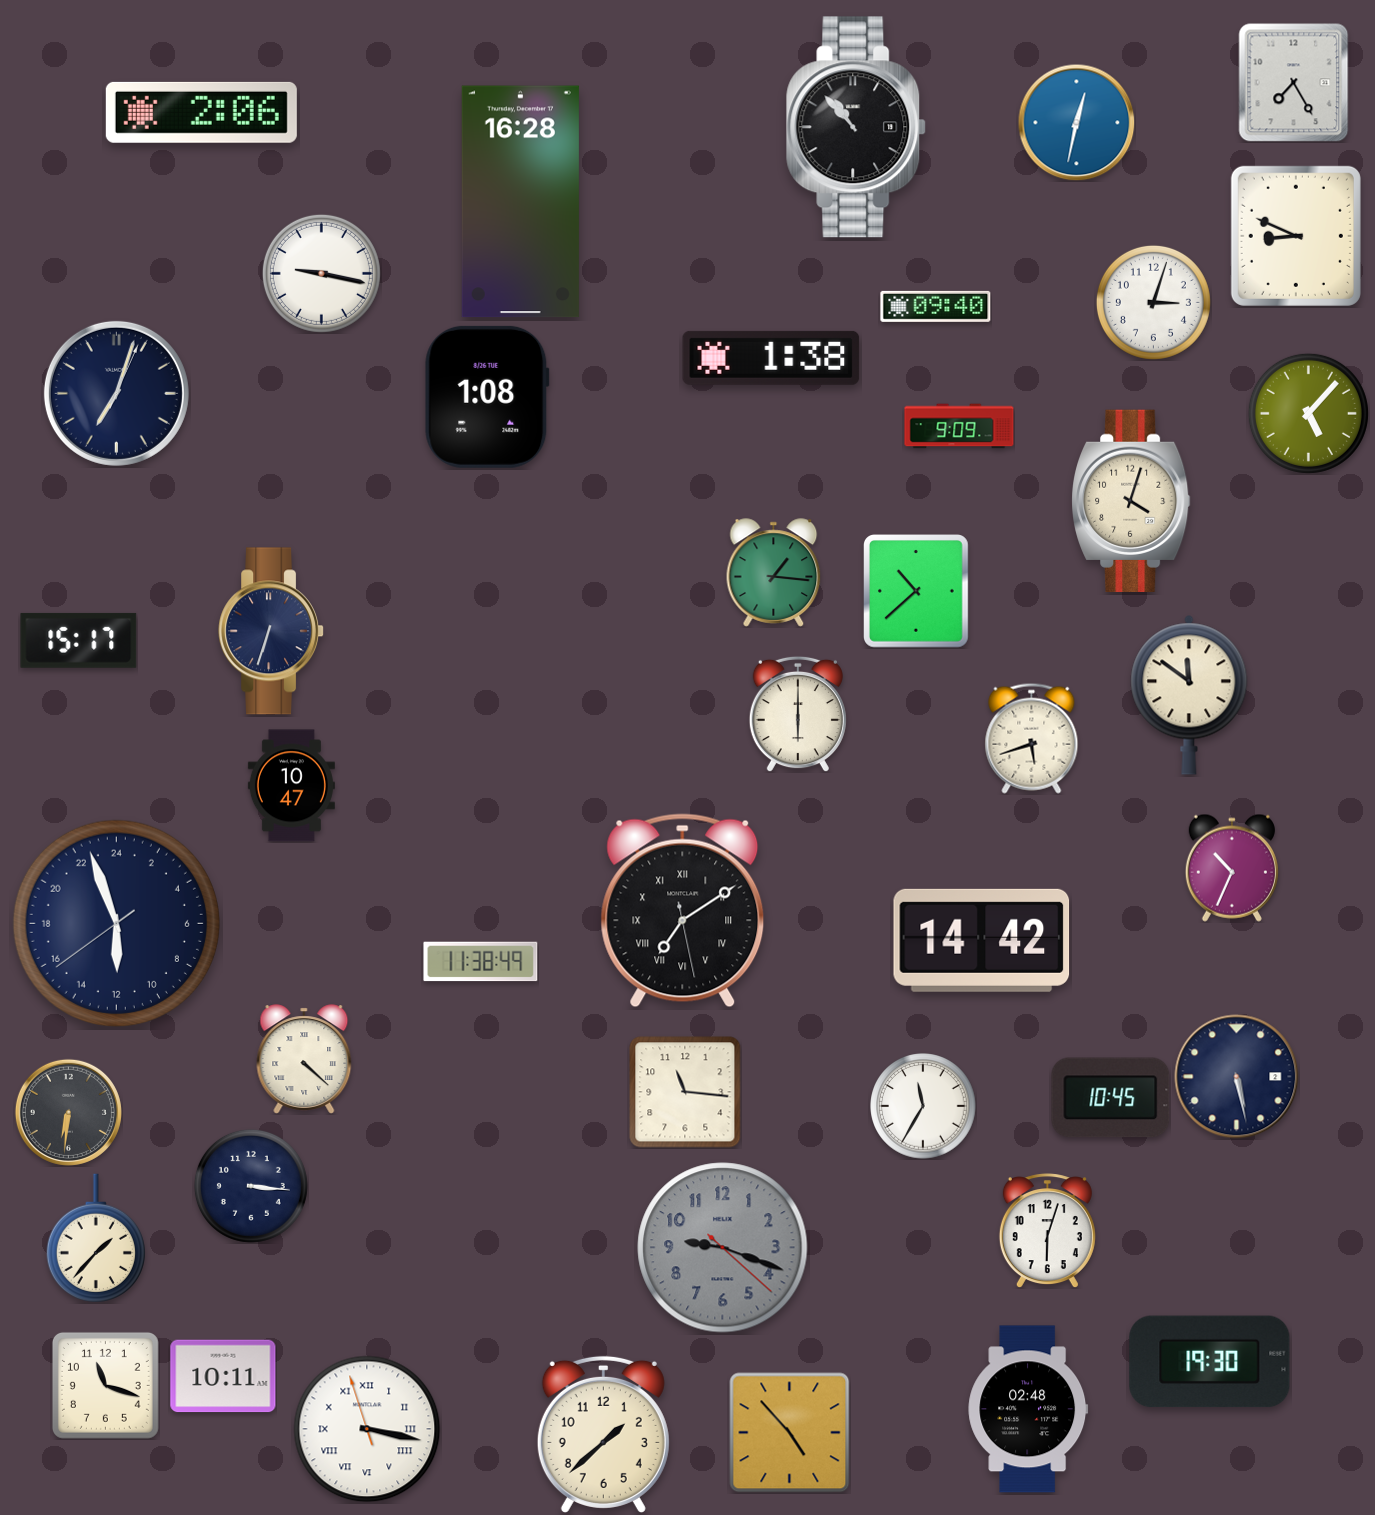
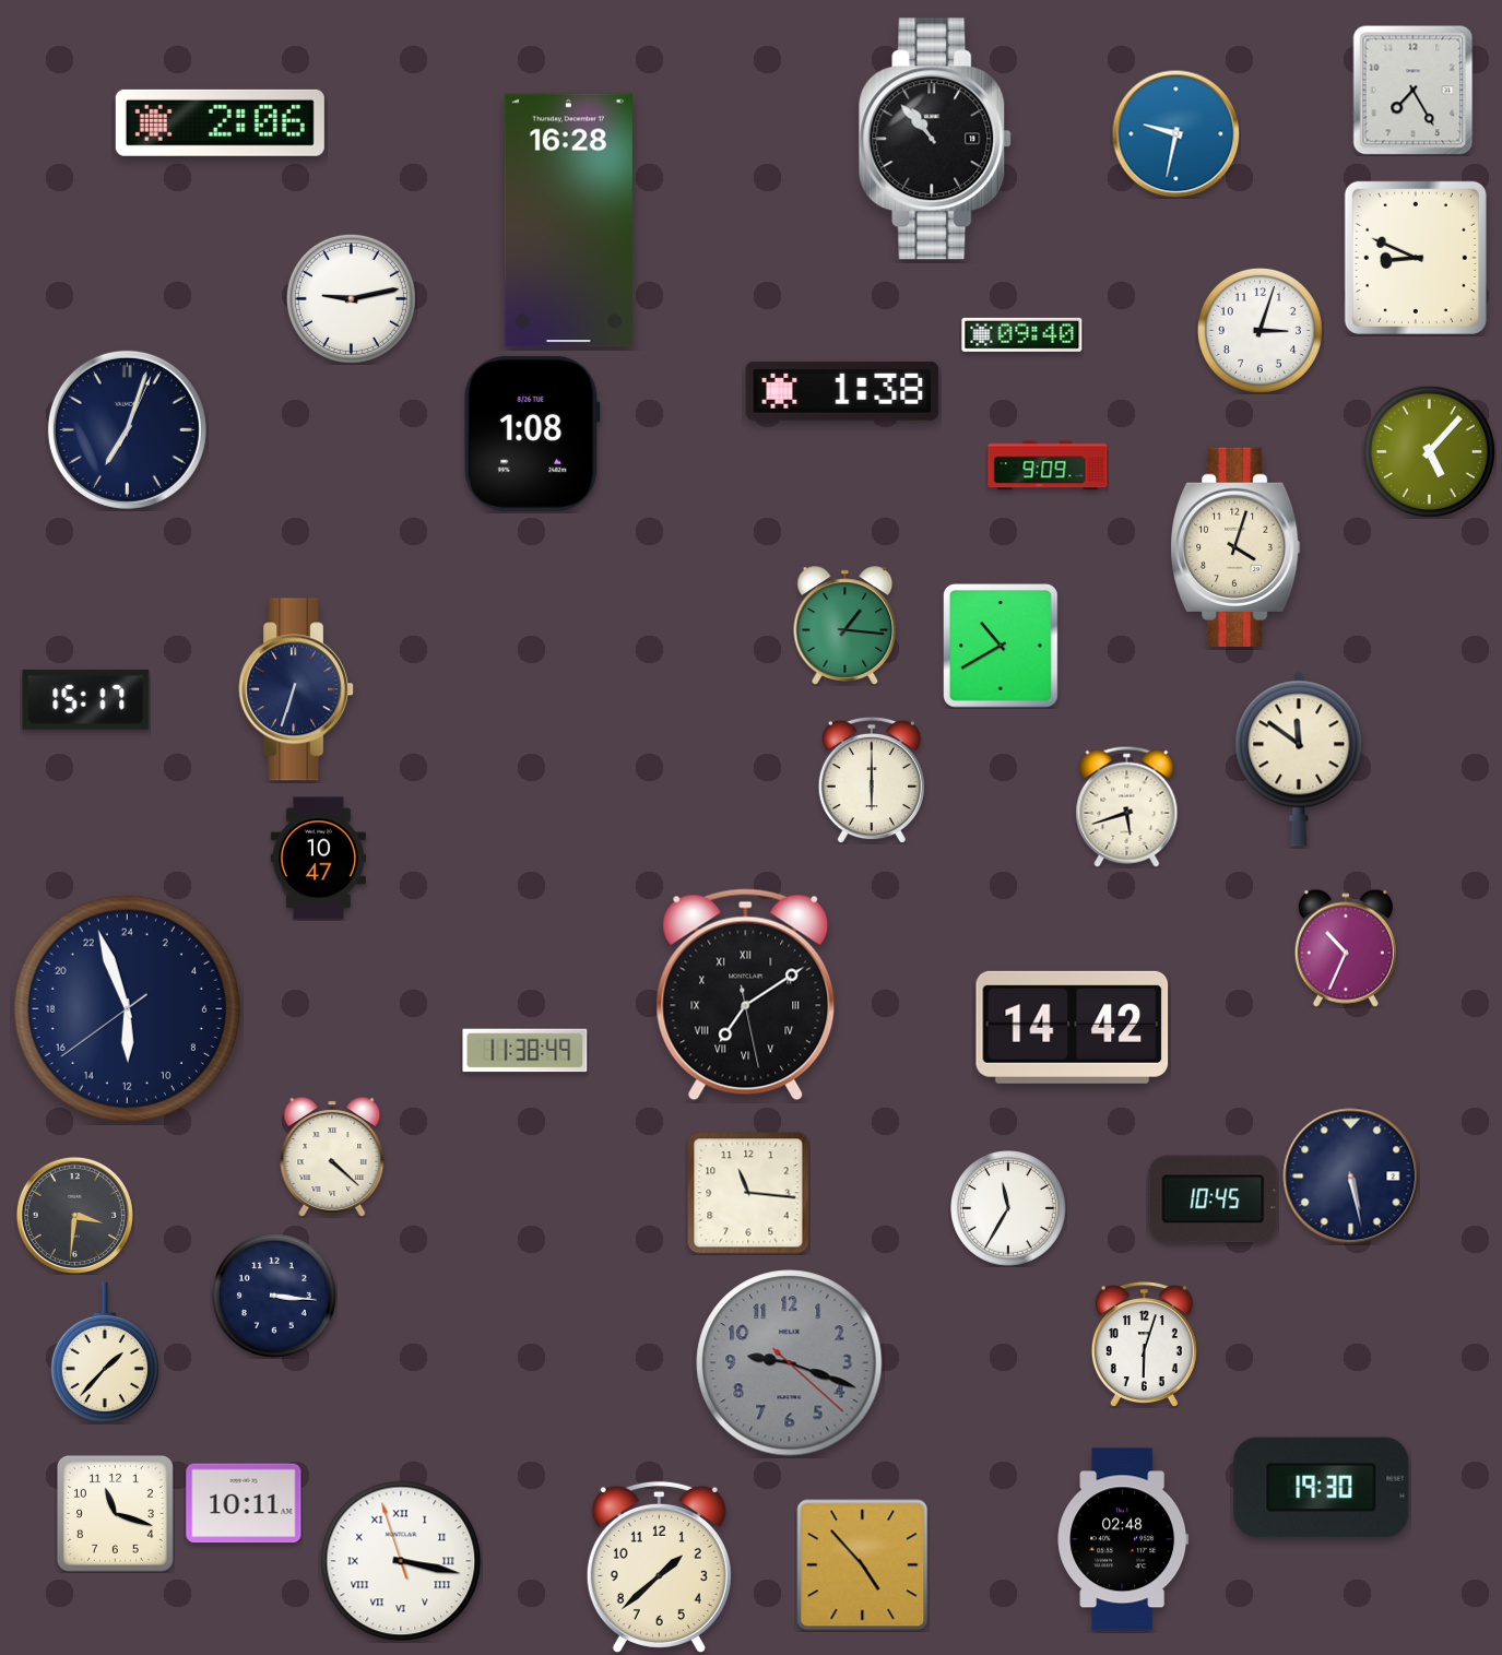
clock at (1076, 122): 12:32 -> 9:32
clock at (321, 273): 9:17 -> 9:13
clock at (917, 592): 10:38 -> 10:40
clock at (68, 1112): 6:31 -> 3:31
